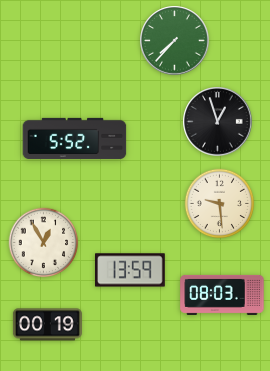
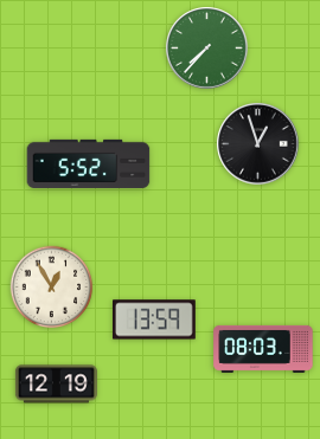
clock at (220, 204): 9:29 -> none
clock at (47, 325): 00:19 -> 12:19
